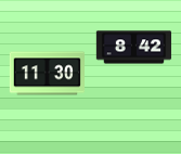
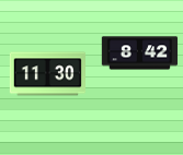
clock at (134, 48) position: (134, 48) -> (140, 53)
